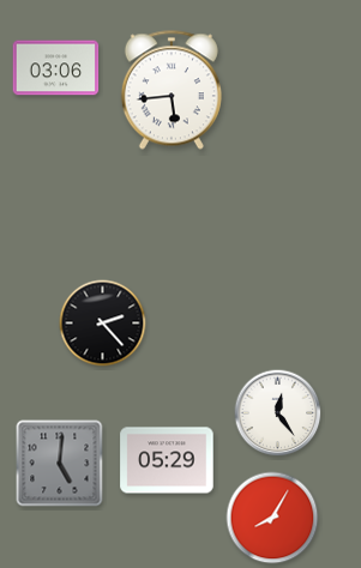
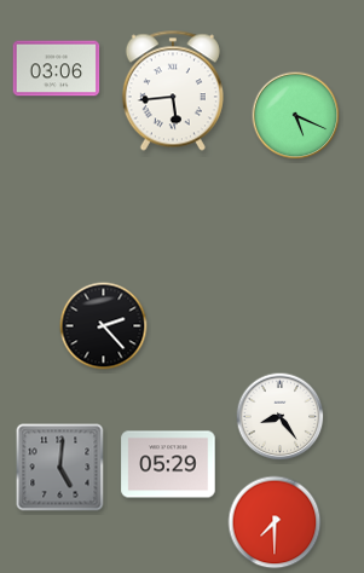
clock at (296, 116): none -> 5:19
clock at (278, 413): 12:24 -> 8:24
clock at (272, 518): 8:05 -> 7:30
